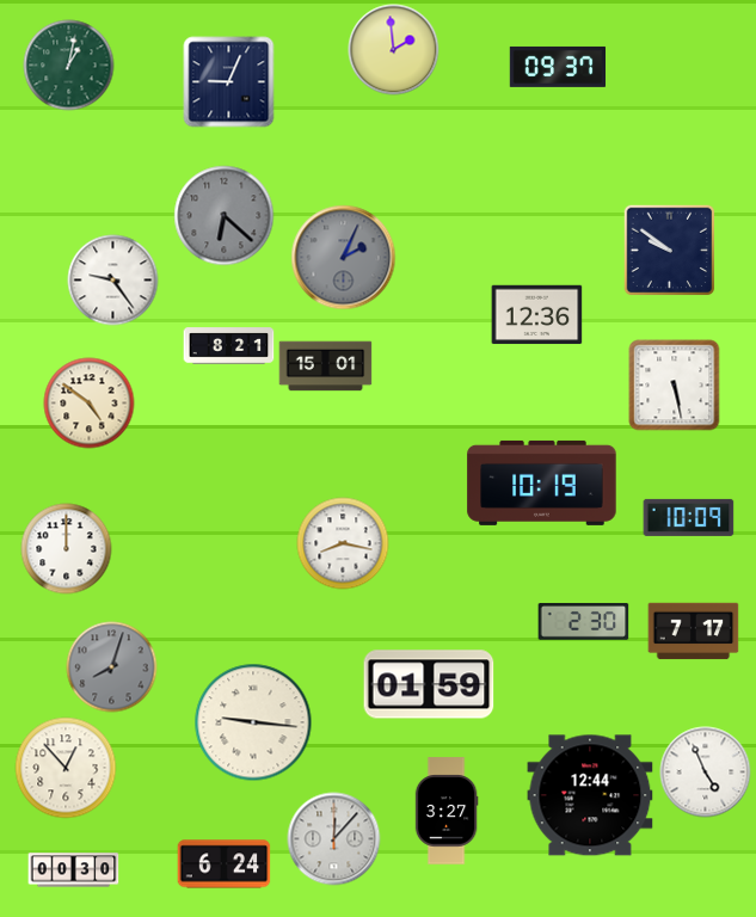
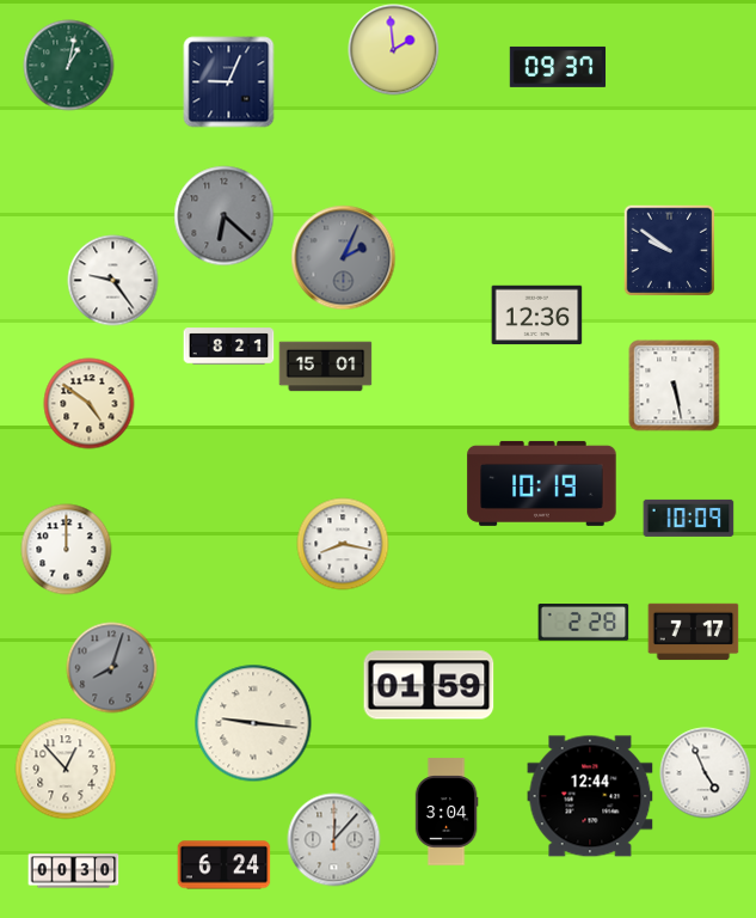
clock at (584, 622): 2:30 -> 2:28
clock at (447, 811): 3:27 -> 3:04
